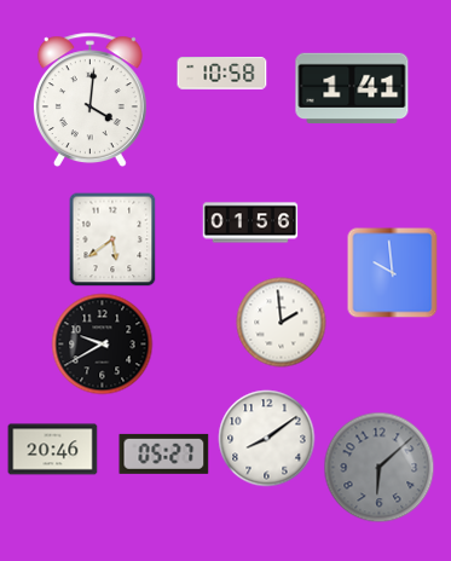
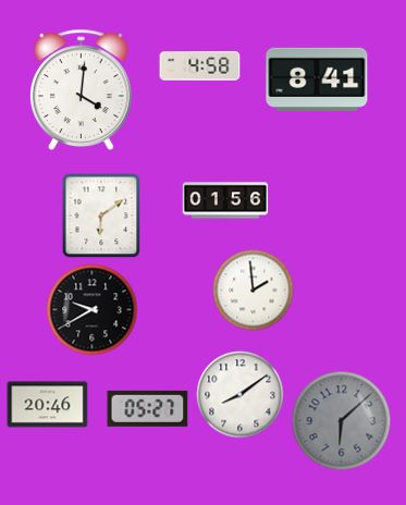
clock at (222, 74): 10:58 -> 4:58
clock at (352, 88): 1:41 -> 8:41
clock at (112, 239): 5:39 -> 6:09
clock at (393, 273): 9:59 -> none
